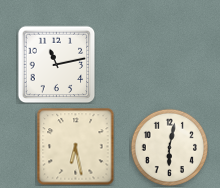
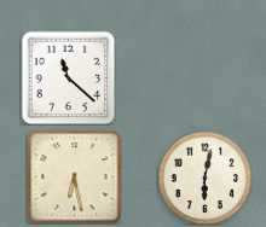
clock at (56, 64): 11:13 -> 11:22
clock at (75, 146) position: (75, 146) -> (74, 176)
